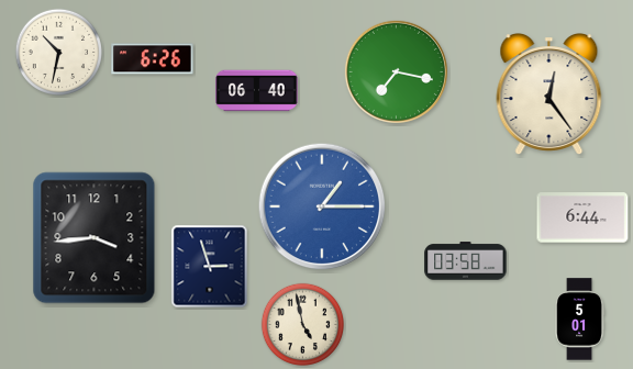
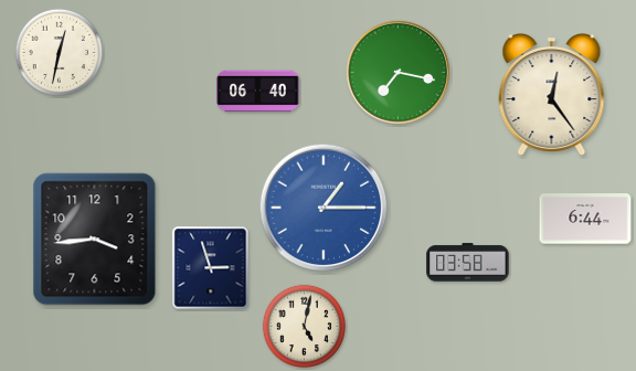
clock at (58, 52): 10:32 -> 12:32
clock at (153, 59): 6:26 -> none
clock at (580, 320): 5:01 -> none
clock at (302, 324): 4:58 -> 5:02
